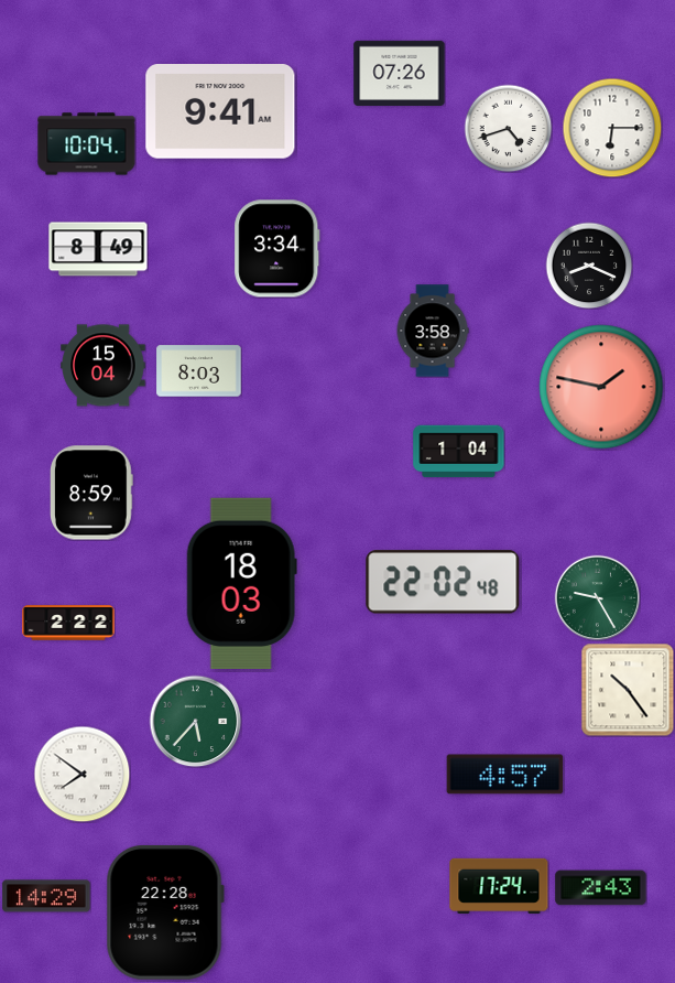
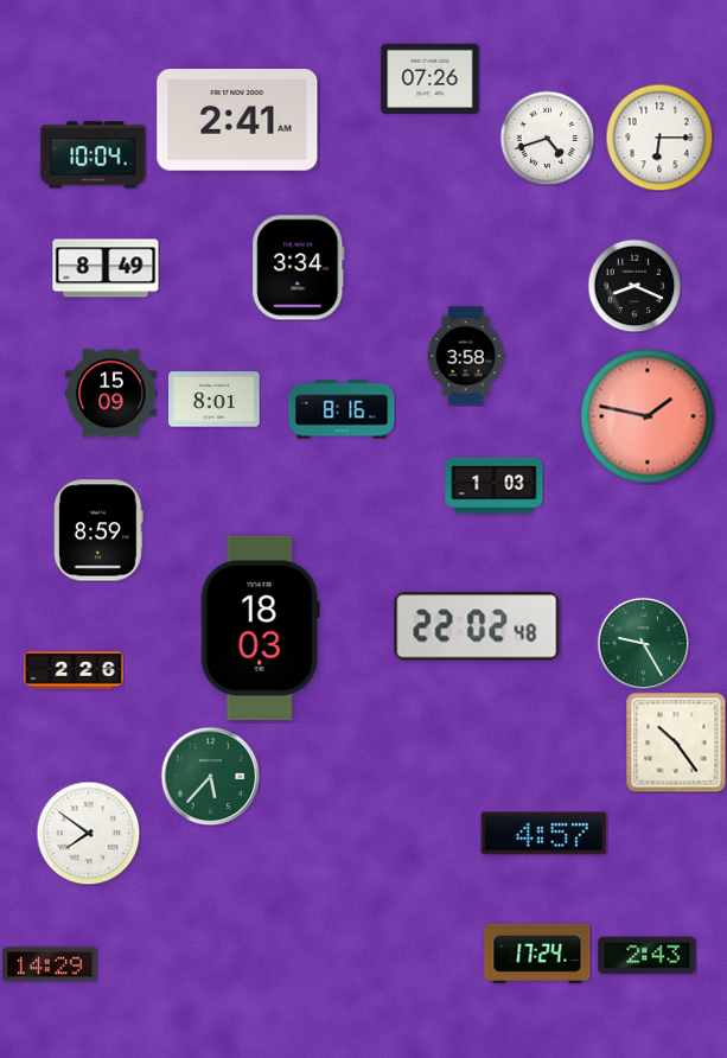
clock at (220, 112): 9:41 -> 2:41
clock at (104, 366): 15:04 -> 15:09
clock at (199, 371): 8:03 -> 8:01
clock at (342, 409): none -> 8:16
clock at (459, 452): 1:04 -> 1:03
clock at (68, 623): 2:22 -> 2:26
clock at (165, 912): 22:28 -> none
